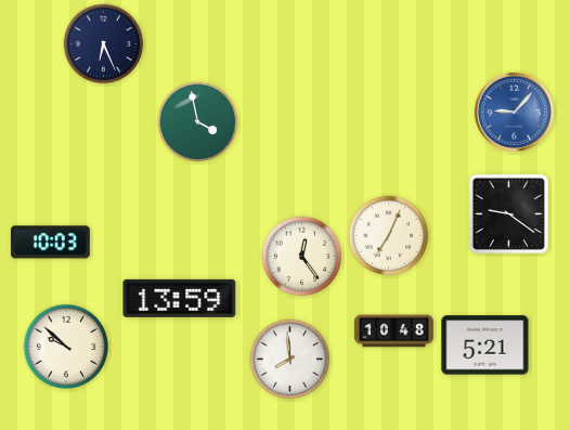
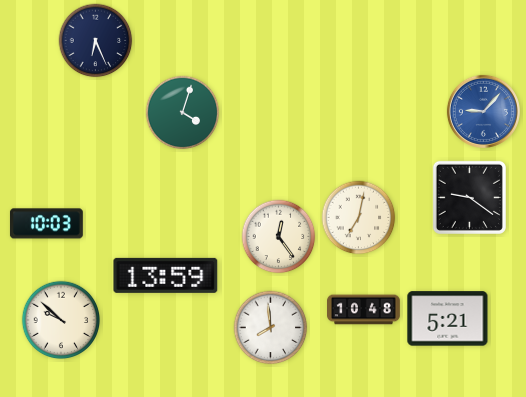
clock at (514, 112) position: (514, 112) -> (483, 111)
clock at (198, 122): 3:58 -> 4:03
clock at (389, 236): 7:04 -> 7:02
clock at (394, 331) position: (394, 331) -> (364, 310)
clock at (290, 360) position: (290, 360) -> (271, 328)
